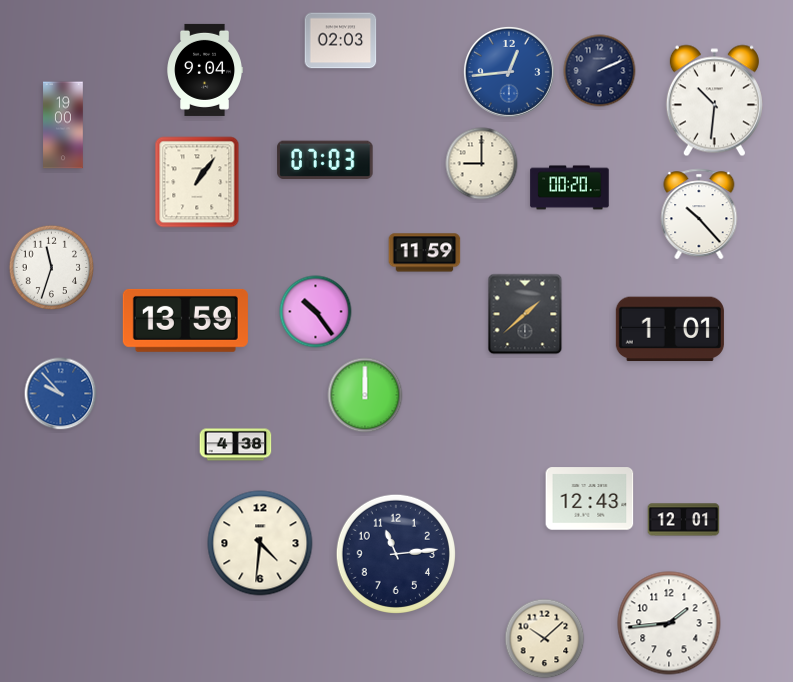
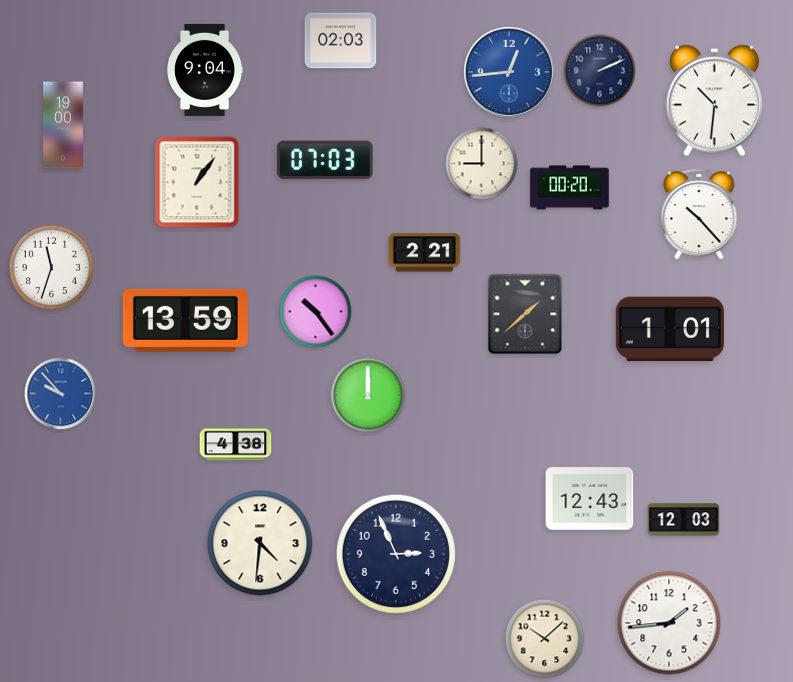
clock at (425, 253): 11:59 -> 2:21
clock at (365, 395) position: (365, 395) -> (368, 395)
clock at (684, 520): 12:01 -> 12:03
clock at (396, 554): 11:14 -> 2:56
